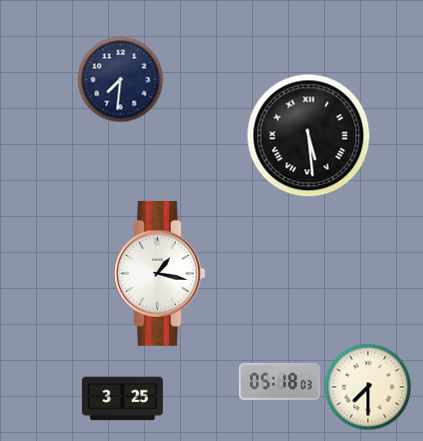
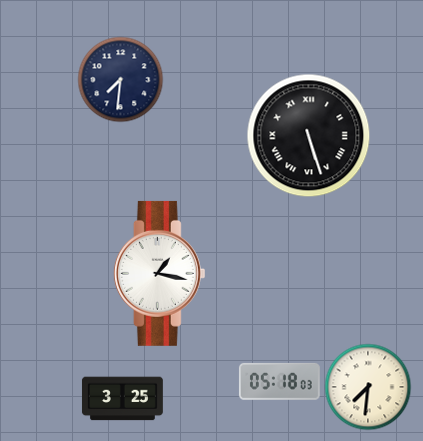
clock at (309, 136): 5:29 -> 5:27
clock at (368, 387): 7:30 -> 7:31
